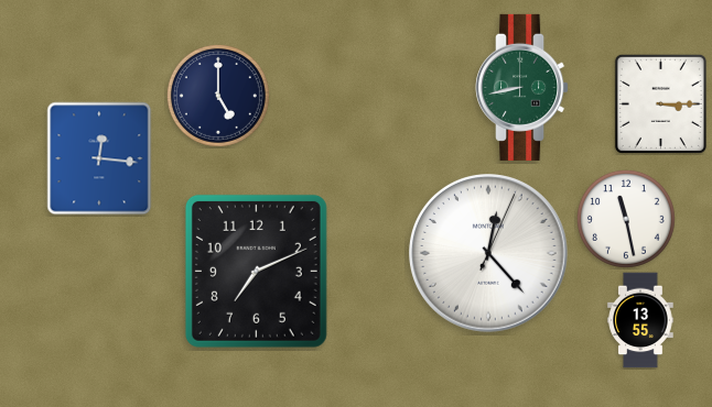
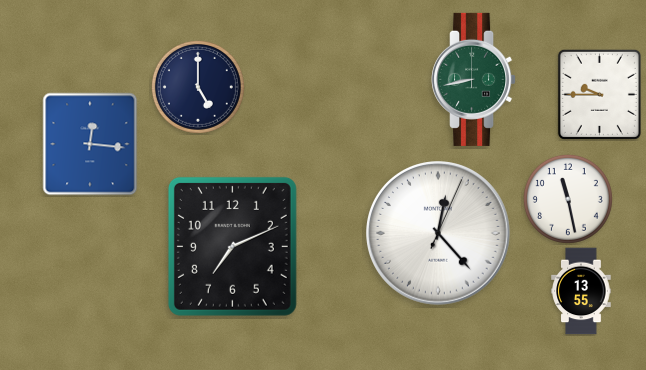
clock at (660, 103): 3:15 -> 9:45
clock at (489, 254) position: (489, 254) -> (439, 234)
